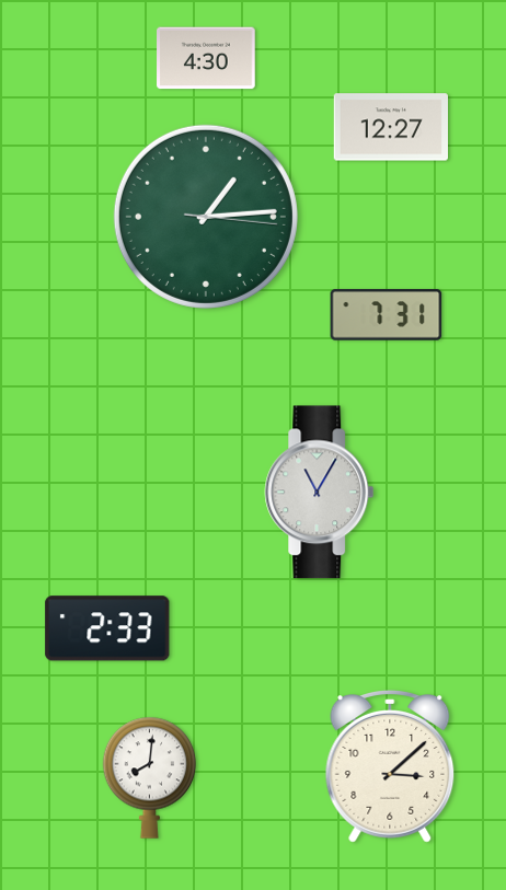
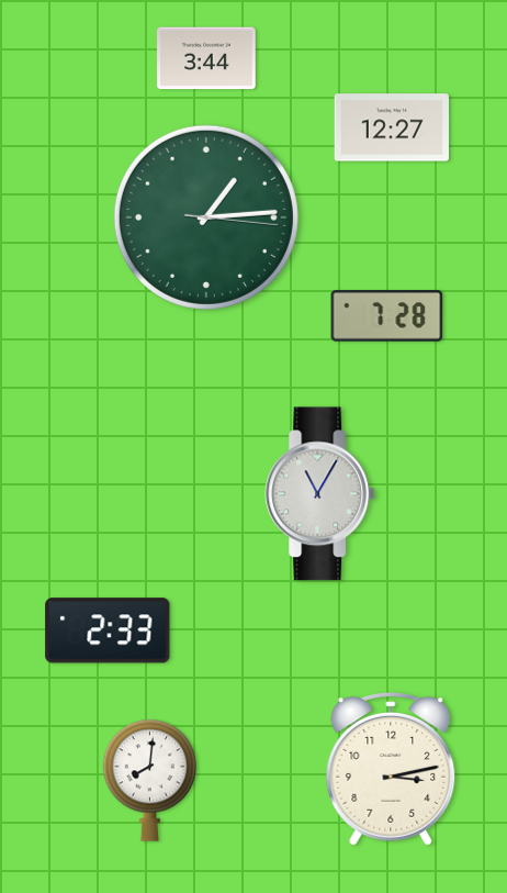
clock at (206, 58): 4:30 -> 3:44
clock at (387, 315): 7:31 -> 7:28
clock at (390, 767): 3:08 -> 3:13
